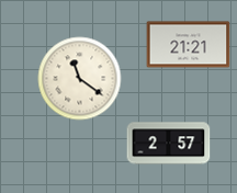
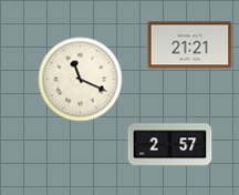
clock at (80, 79): 11:21 -> 11:19
